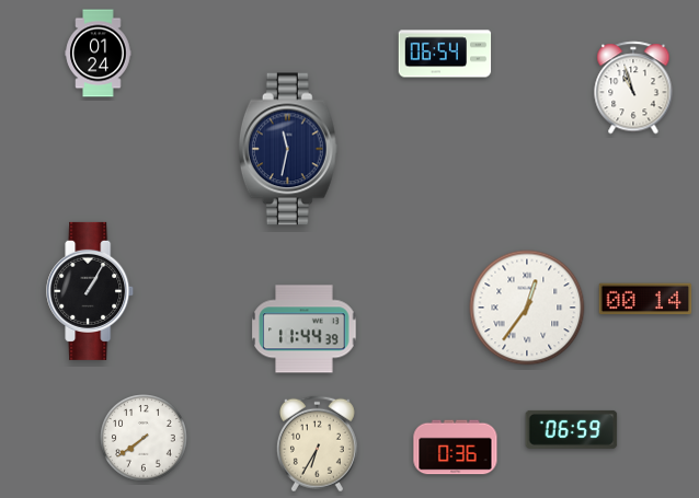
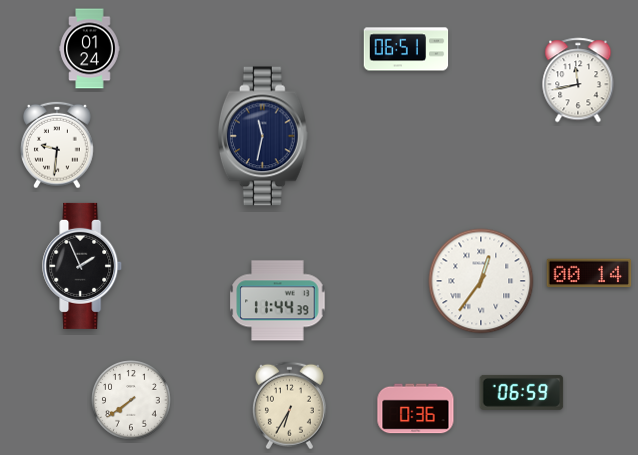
clock at (445, 54): 06:54 -> 06:51
clock at (633, 88): 10:57 -> 11:43
clock at (58, 145): none -> 9:31
clock at (91, 291): 1:05 -> 1:56
